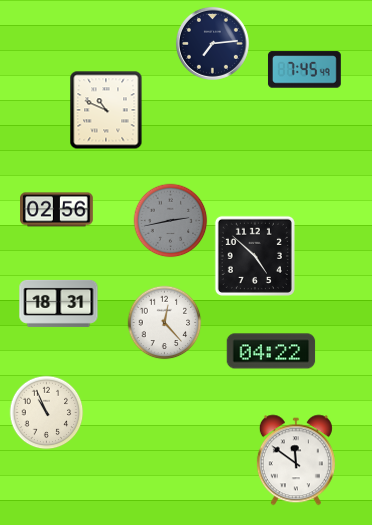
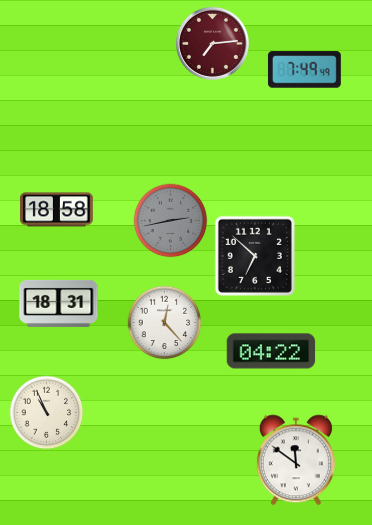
clock at (212, 43) dial: navy -> burgundy
clock at (304, 70): 7:45 -> 7:49
clock at (106, 110): 10:49 -> none
clock at (57, 210): 02:56 -> 18:58
clock at (255, 256): 4:52 -> 6:52
